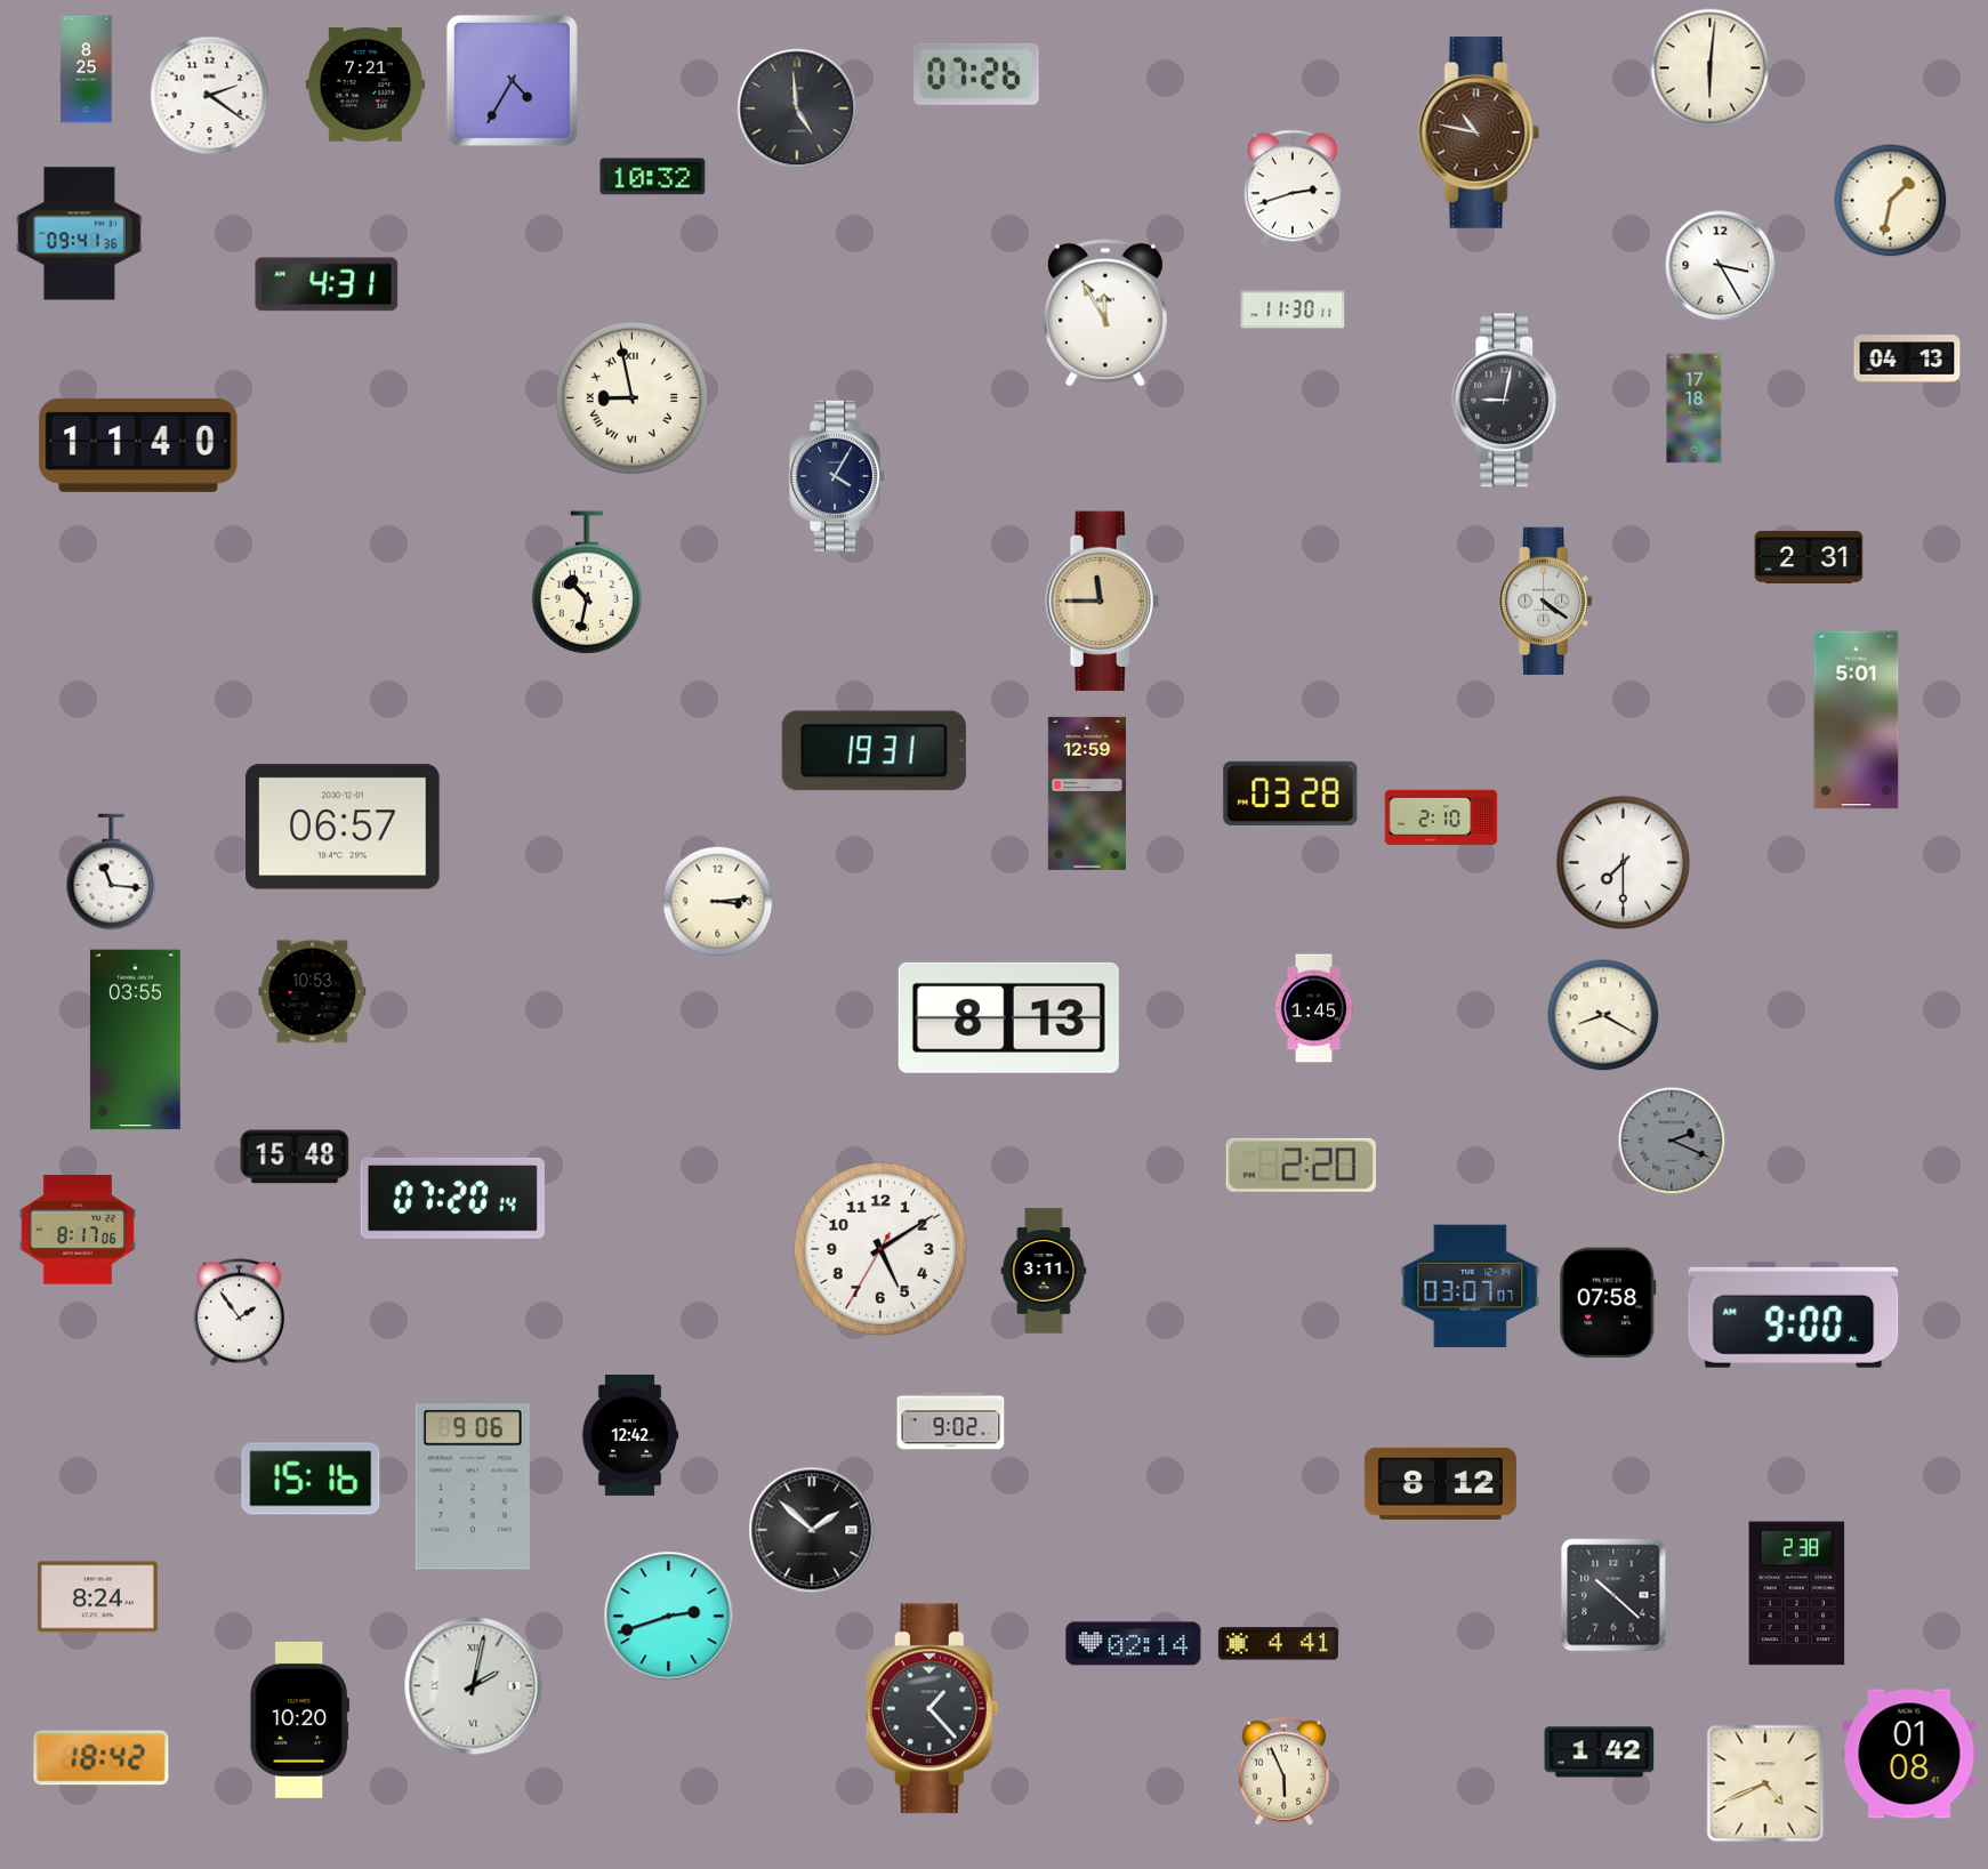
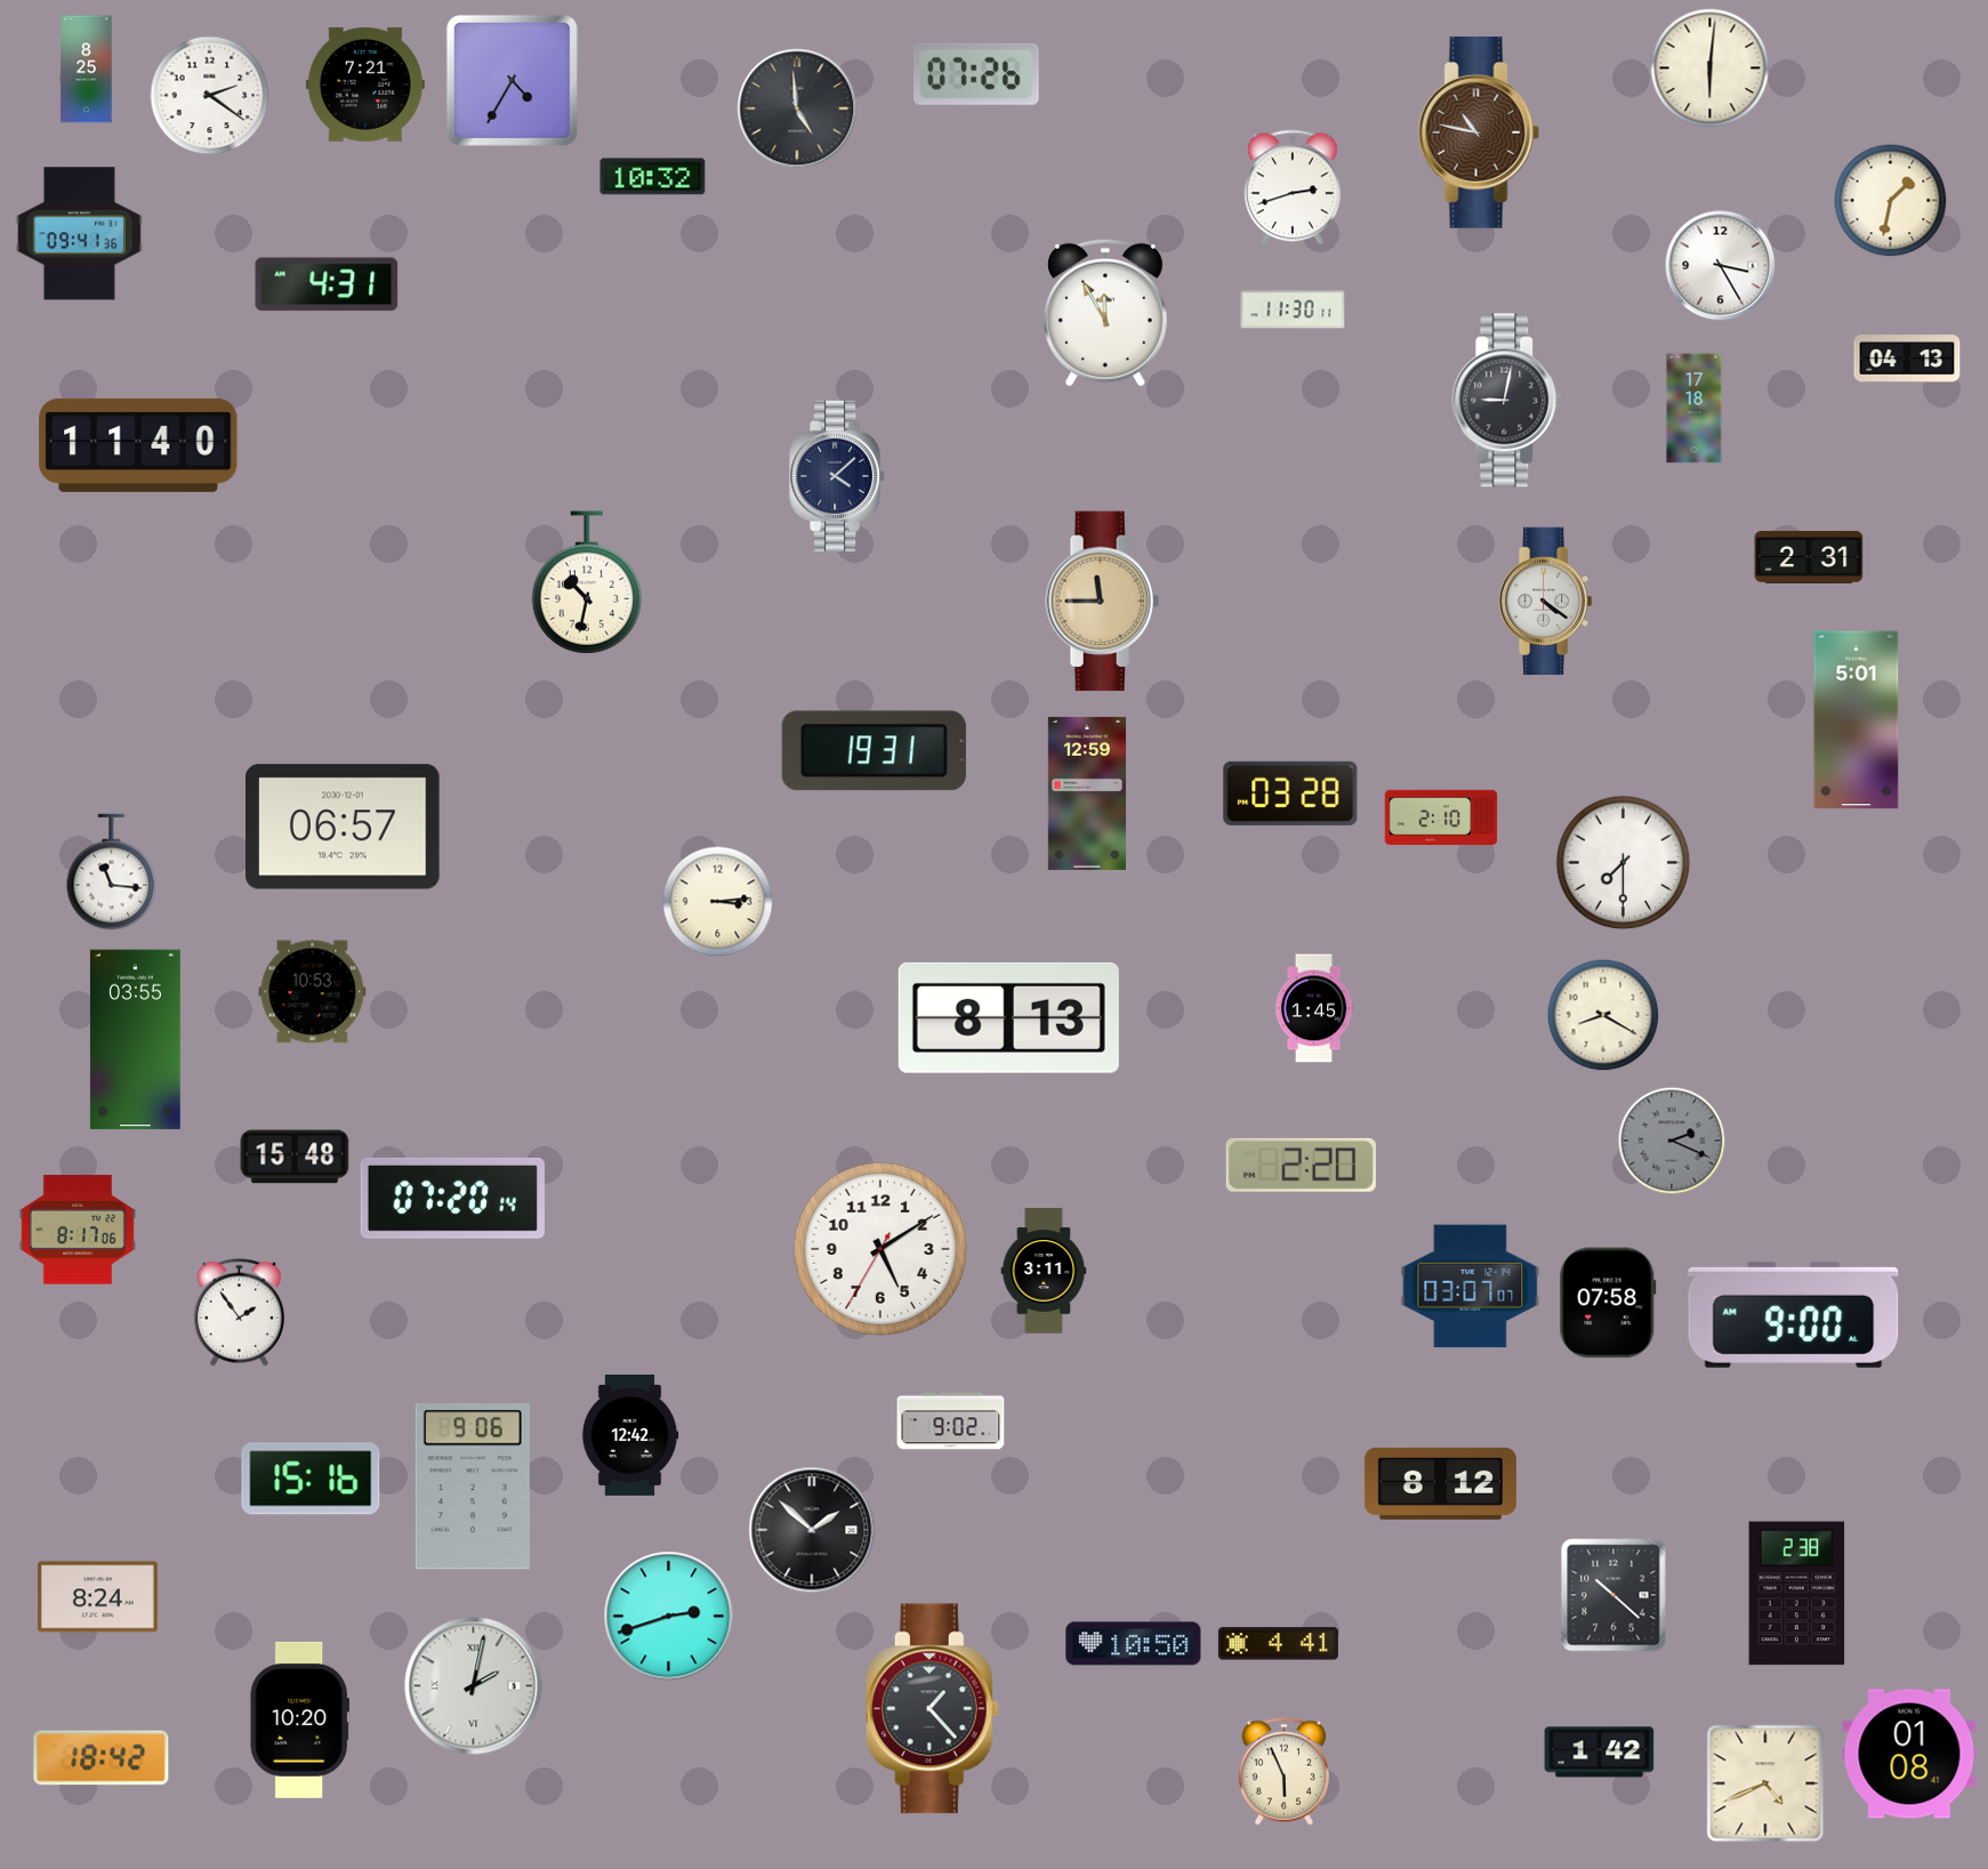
clock at (633, 398): 8:58 -> none
clock at (838, 476): 4:05 -> 4:08
clock at (1134, 1644): 02:14 -> 10:50
